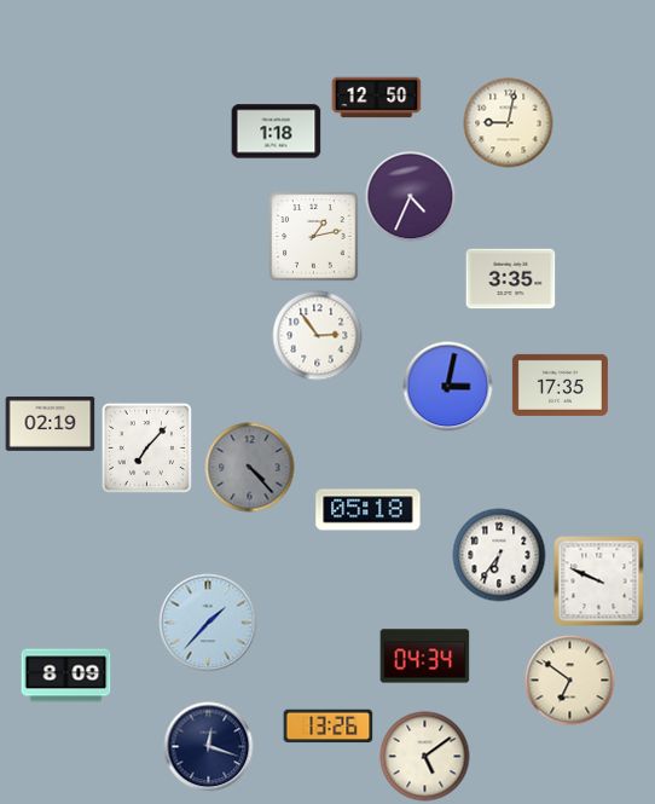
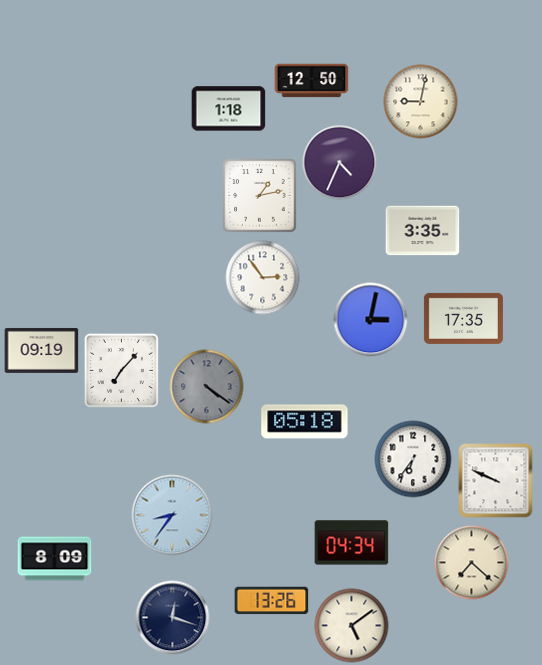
clock at (51, 423): 02:19 -> 09:19
clock at (250, 468): 4:23 -> 4:21
clock at (208, 623): 1:37 -> 8:36
clock at (570, 681): 6:51 -> 7:22
